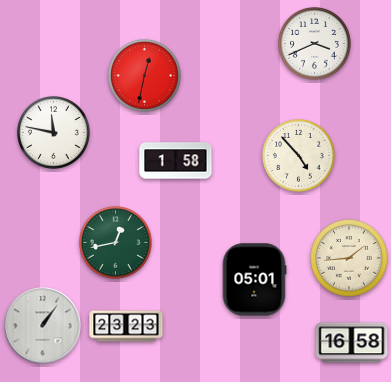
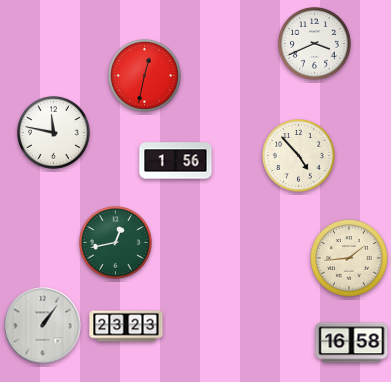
clock at (176, 161): 1:58 -> 1:56
clock at (254, 280): 05:01 -> none
